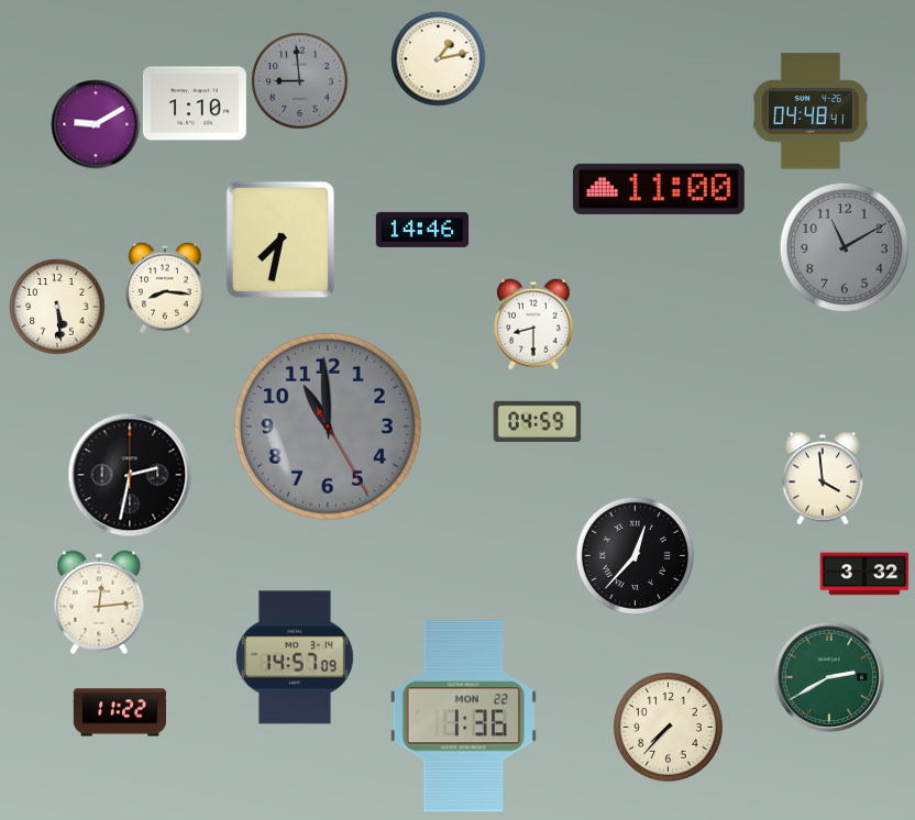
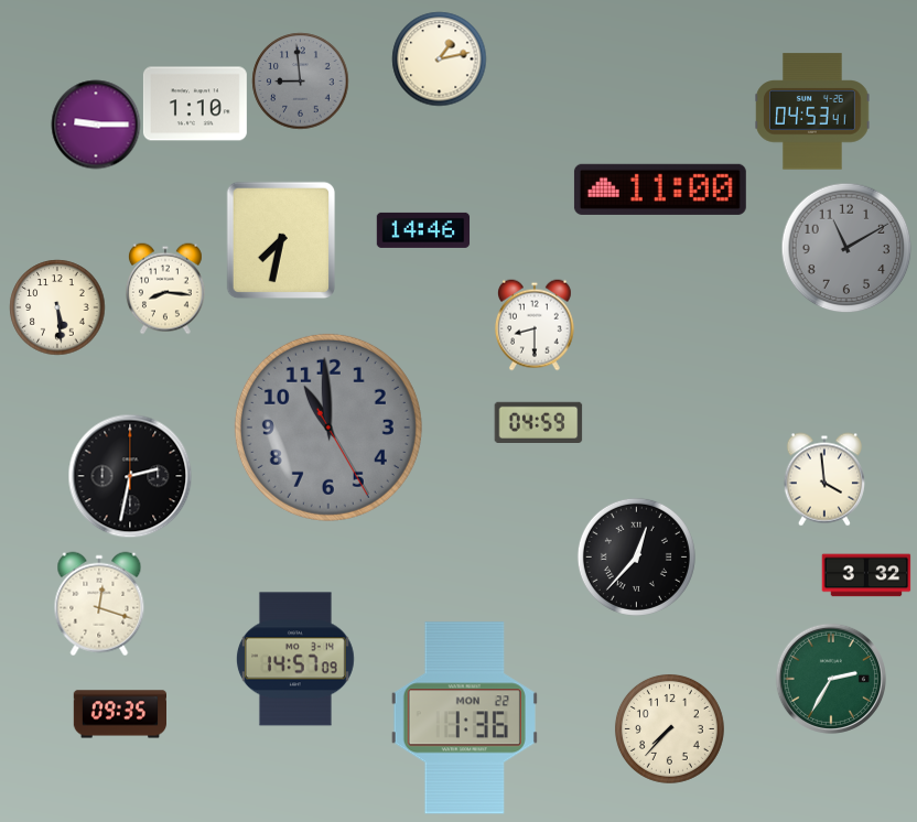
clock at (811, 111): 04:48 -> 04:53
clock at (96, 124): 9:10 -> 9:15
clock at (99, 602): 12:14 -> 12:18
clock at (829, 677): 2:40 -> 2:35
clock at (119, 712): 11:22 -> 09:35
